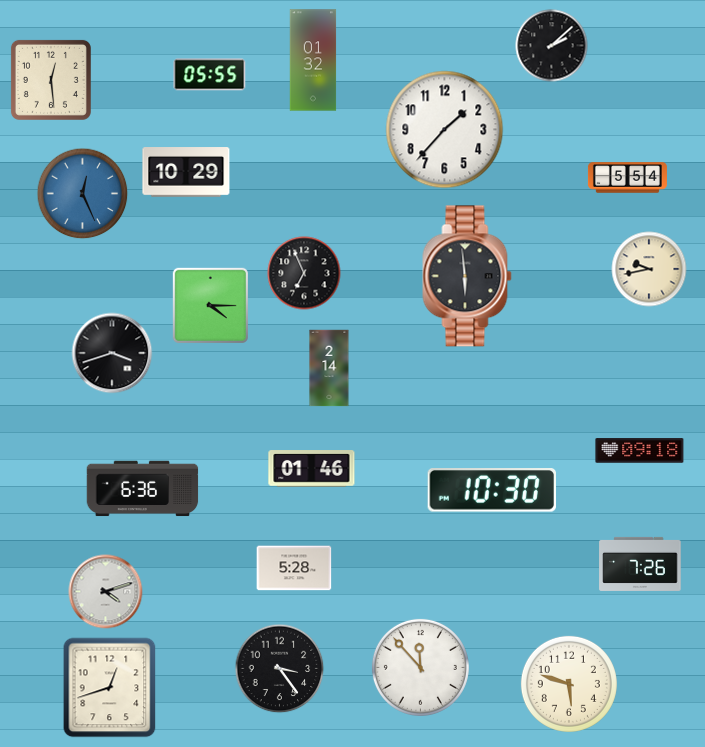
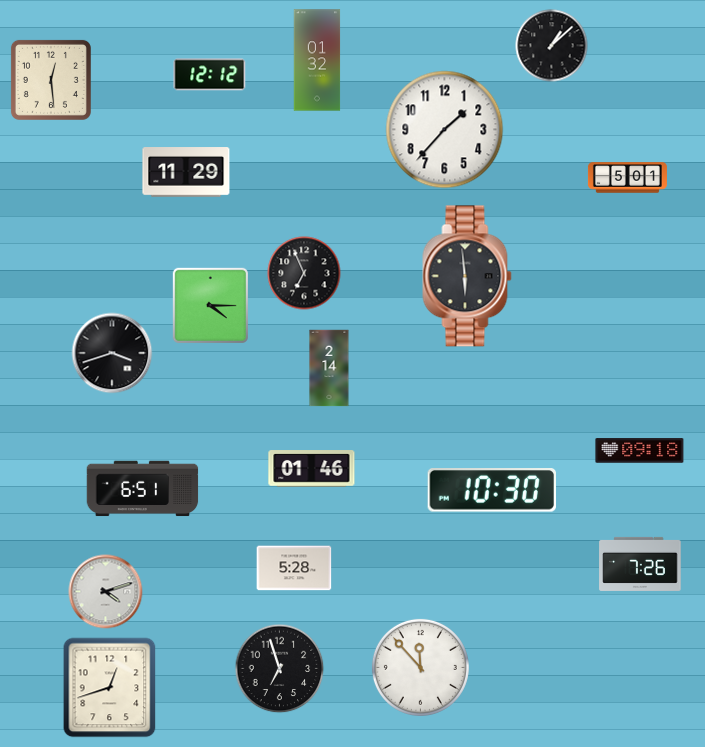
clock at (552, 46): 2:08 -> 1:08
clock at (313, 60) position: (313, 60) -> (317, 60)
clock at (210, 75): 05:55 -> 12:12
clock at (186, 172): 10:29 -> 11:29
clock at (627, 178): 5:54 -> 5:01
clock at (83, 194): 12:26 -> none
clock at (649, 269): 9:43 -> none
clock at (143, 489): 6:36 -> 6:51
clock at (280, 669): 3:24 -> 6:57
clock at (569, 684): 5:48 -> none
